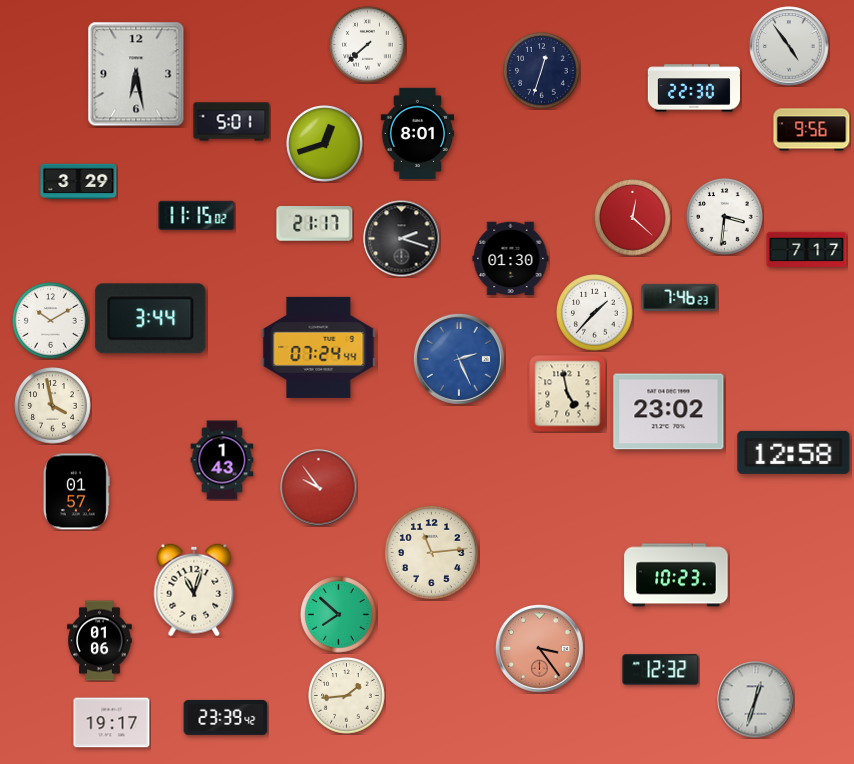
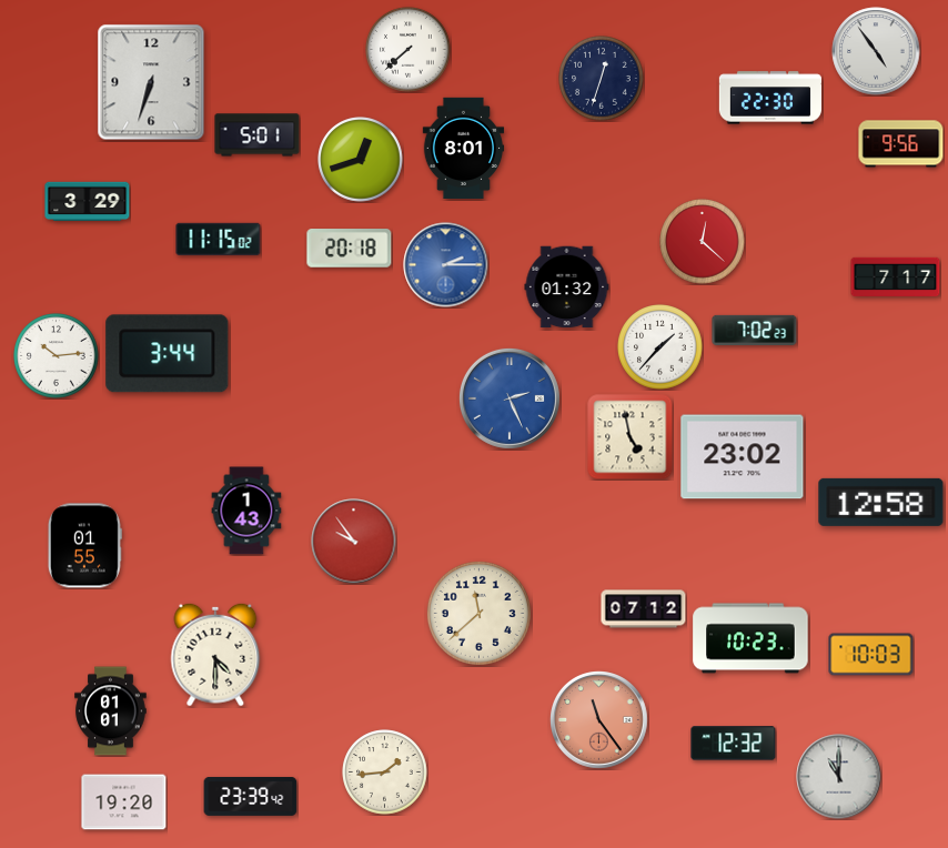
clock at (136, 74): 6:28 -> 6:33
clock at (725, 217): 3:31 -> none
clock at (315, 224): 21:17 -> 20:18
clock at (402, 239): 2:18 -> 2:15
clock at (402, 239) dial: black -> blue
clock at (511, 259): 01:30 -> 01:32
clock at (680, 297): 7:46 -> 7:02
clock at (51, 321): 10:10 -> 10:14
clock at (319, 347): 07:24 -> none
clock at (53, 406): 3:58 -> none
clock at (76, 492): 01:57 -> 01:55
clock at (644, 609): none -> 07:12
clock at (431, 552): 11:14 -> 11:38
clock at (194, 590): 11:03 -> 4:30
clock at (871, 655): none -> 10:03
clock at (339, 615): 7:52 -> none
clock at (100, 641): 01:06 -> 01:01
clock at (540, 649): 3:24 -> 11:24
clock at (756, 700): 12:33 -> 11:00
clock at (112, 723): 19:17 -> 19:20
